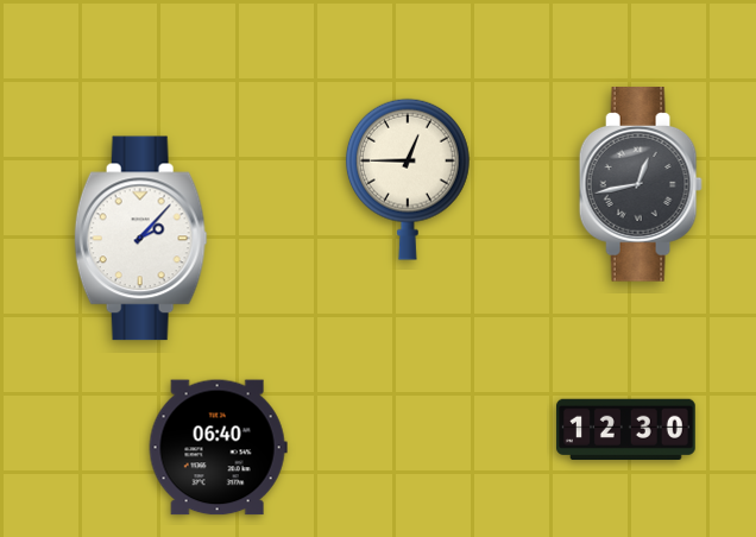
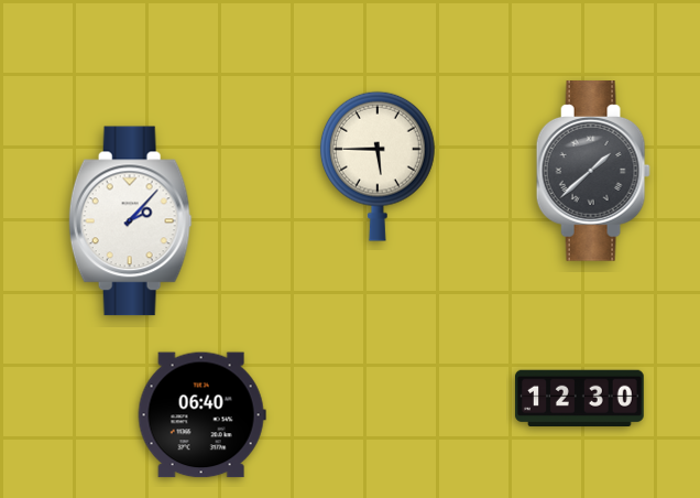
clock at (408, 179): 12:45 -> 5:45
clock at (641, 184): 12:43 -> 1:38
